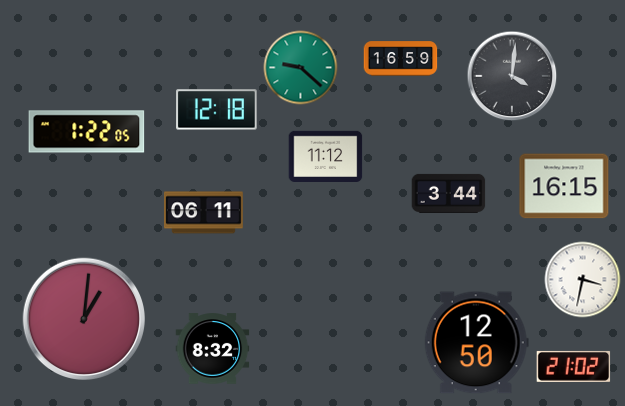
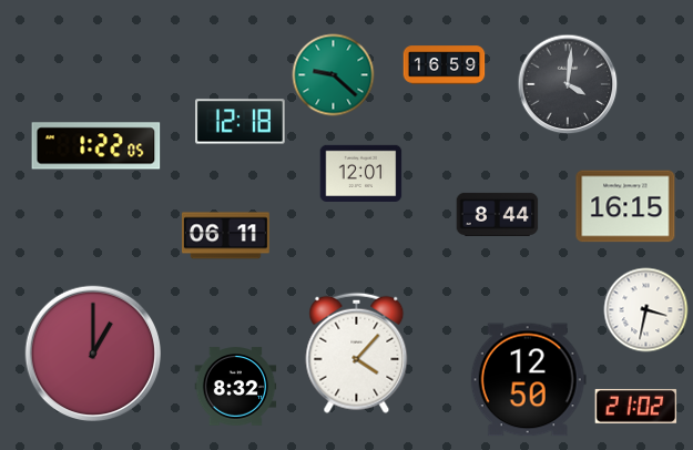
clock at (326, 156): 11:12 -> 12:01
clock at (449, 193): 3:44 -> 8:44
clock at (83, 318): 1:01 -> 1:00
clock at (357, 352): none -> 4:07
